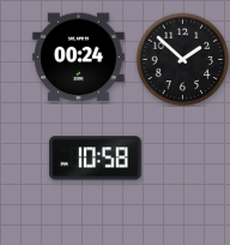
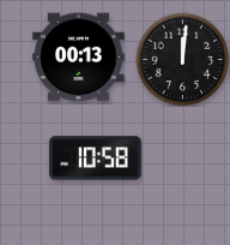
clock at (79, 58): 00:24 -> 00:13
clock at (182, 59): 1:52 -> 12:01
